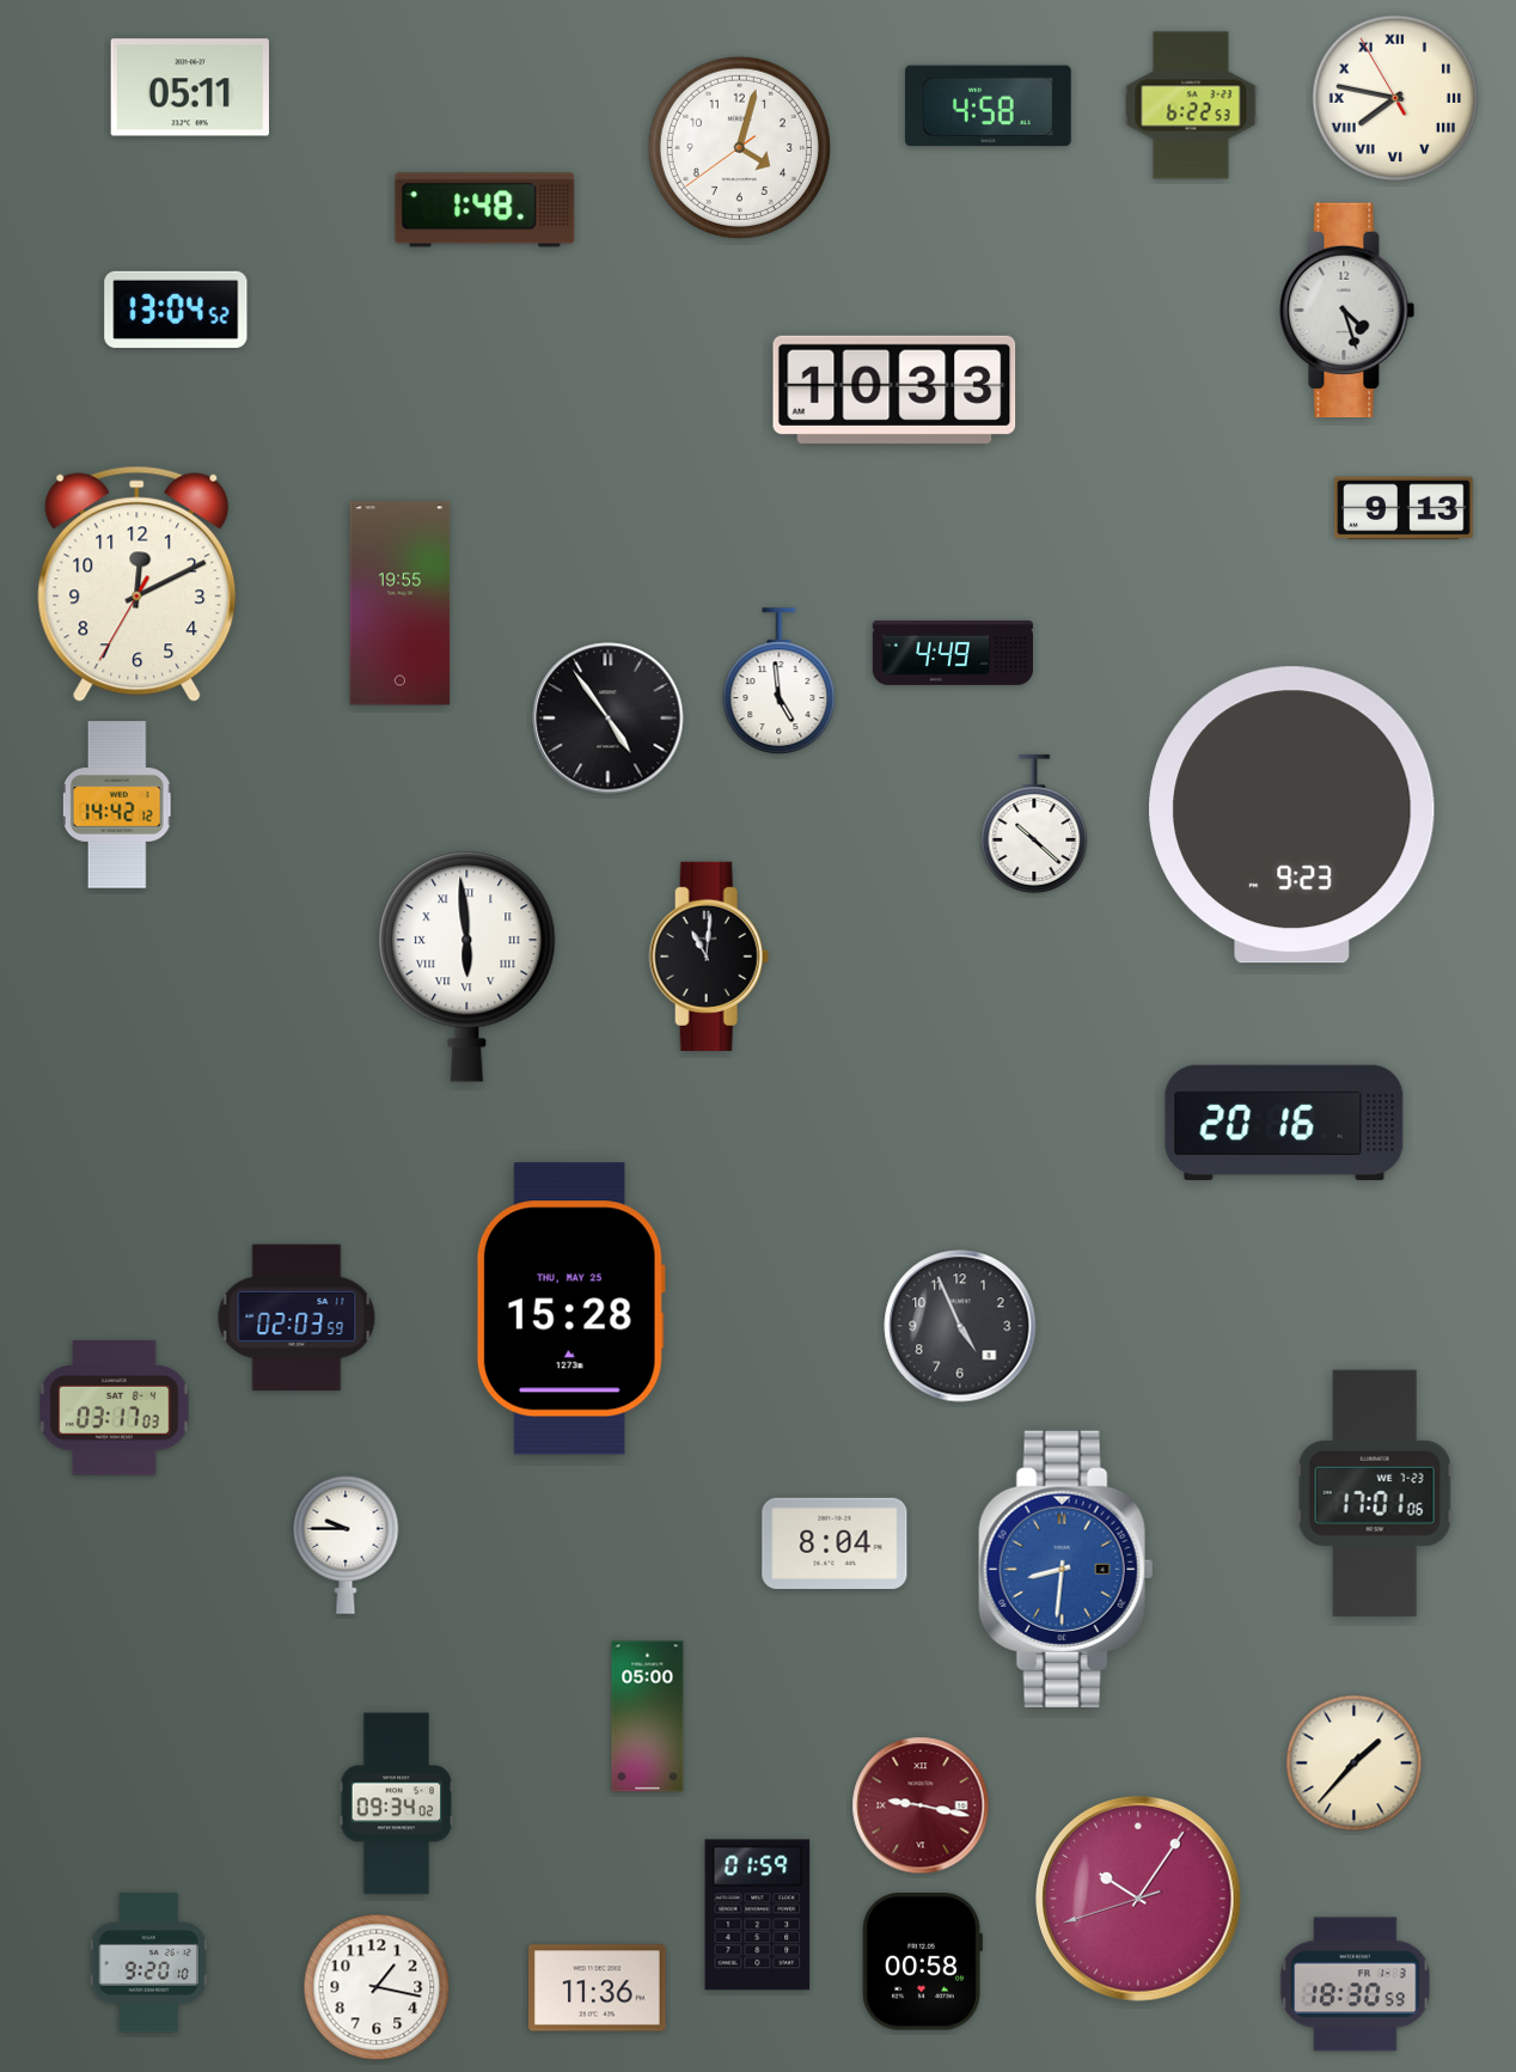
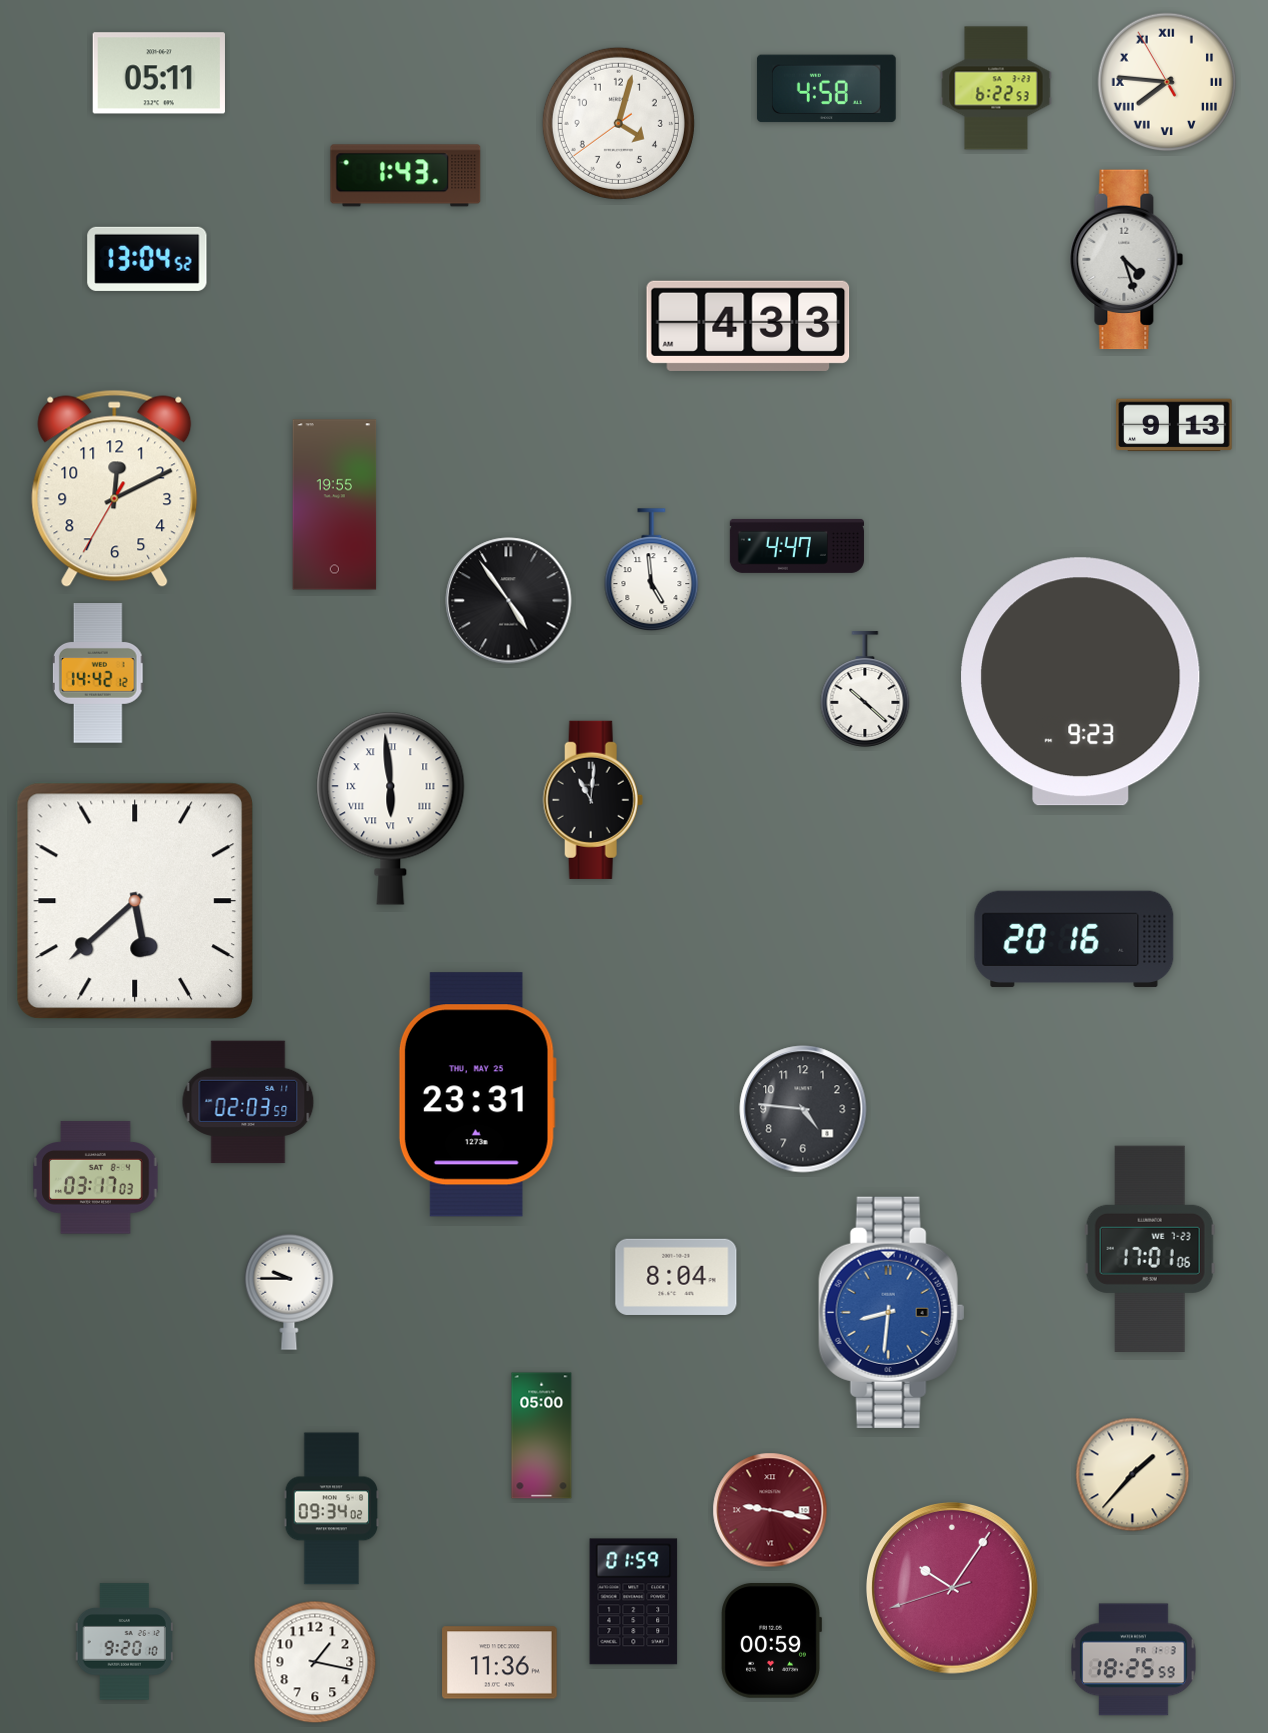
clock at (1395, 98): 7:46 -> 7:45
clock at (485, 210): 1:48 -> 1:43
clock at (894, 390): 10:33 -> 4:33
clock at (953, 653): 4:49 -> 4:47
clock at (134, 900): none -> 5:38
clock at (570, 1309): 15:28 -> 23:31
clock at (960, 1326): 4:56 -> 4:46
clock at (835, 1544) position: (835, 1544) -> (676, 1277)
clock at (922, 1962): 00:58 -> 00:59
clock at (1356, 1985): 18:30 -> 18:25
